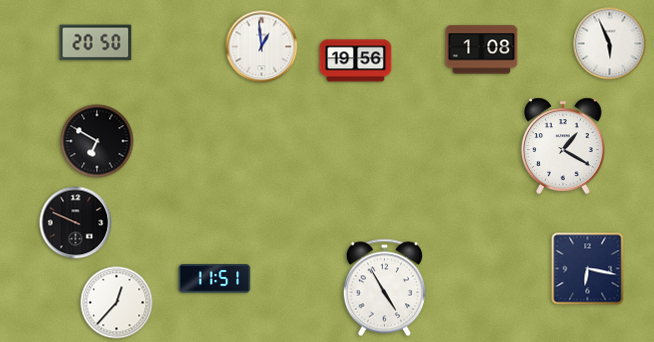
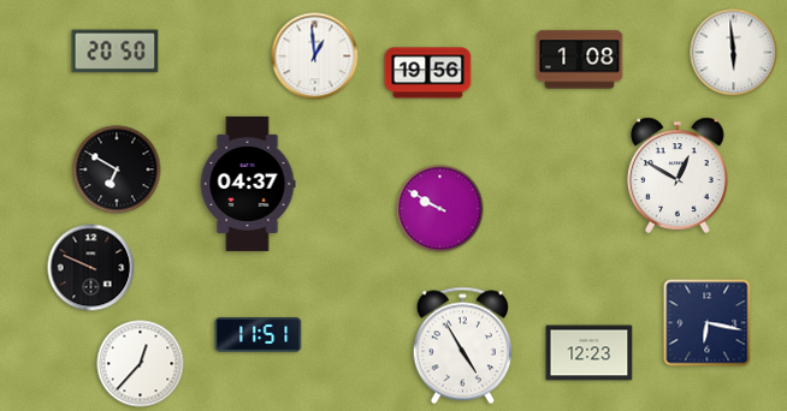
clock at (610, 44): 5:56 -> 5:59
clock at (563, 146): 1:20 -> 12:50
clock at (248, 184): none -> 04:37
clock at (440, 209): none -> 9:50
clock at (590, 353): none -> 12:23
